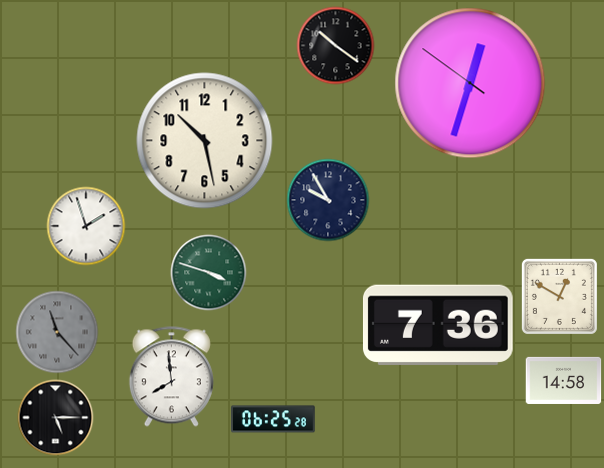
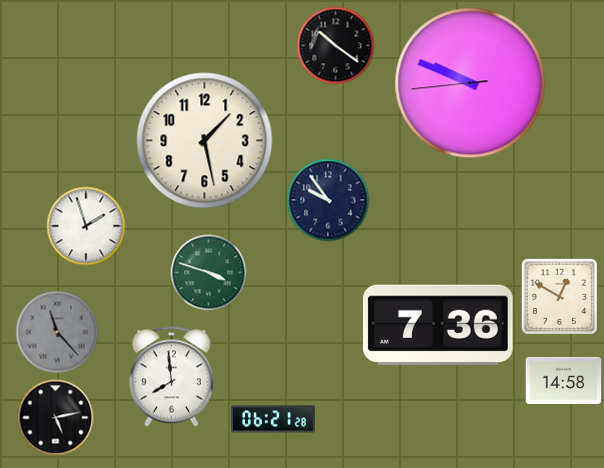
clock at (470, 83): 12:32 -> 9:48
clock at (205, 141): 10:28 -> 1:28
clock at (328, 200): 9:55 -> 9:54
clock at (56, 418): 5:15 -> 5:13
clock at (274, 419): 06:25 -> 06:21
